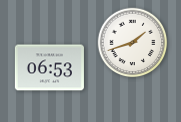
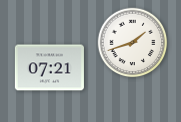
clock at (49, 68): 06:53 -> 07:21
